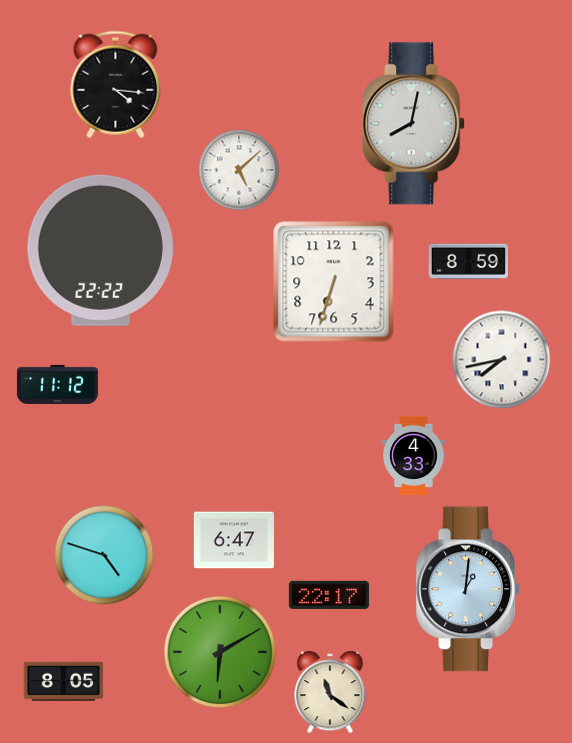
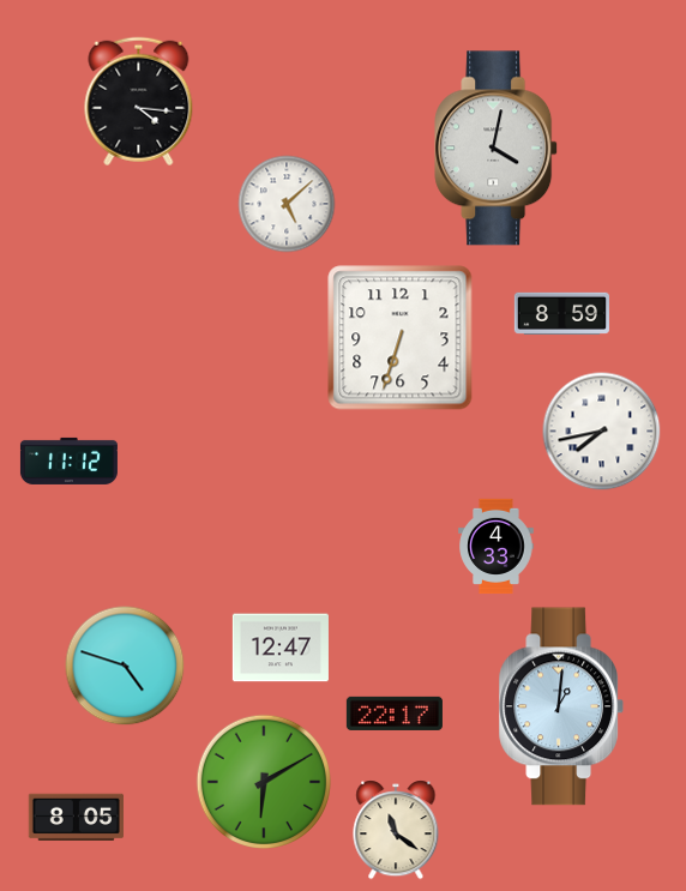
clock at (414, 124): 8:02 -> 4:02
clock at (100, 250): 22:22 -> none
clock at (234, 540): 6:47 -> 12:47
